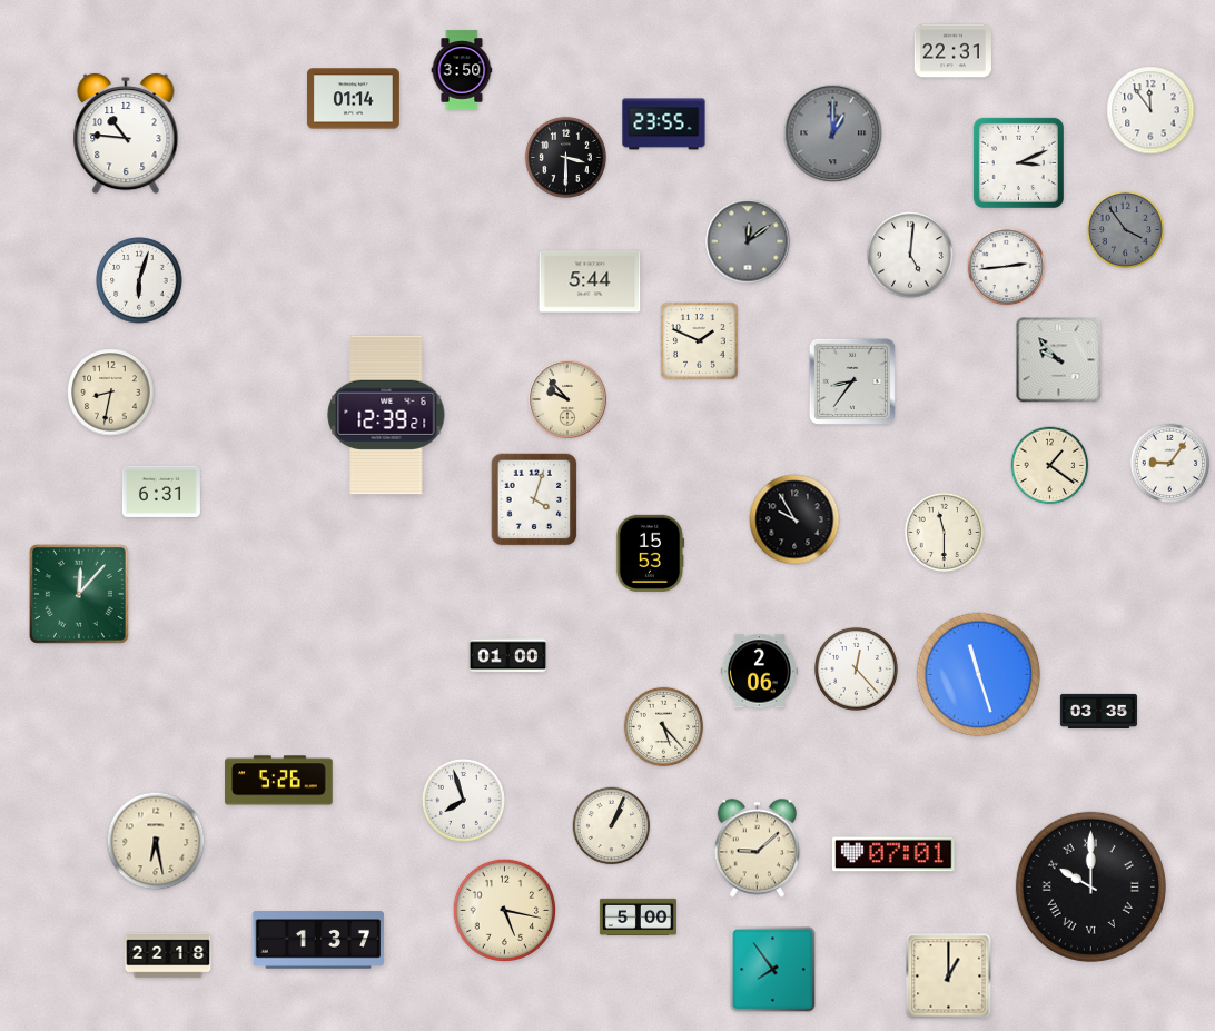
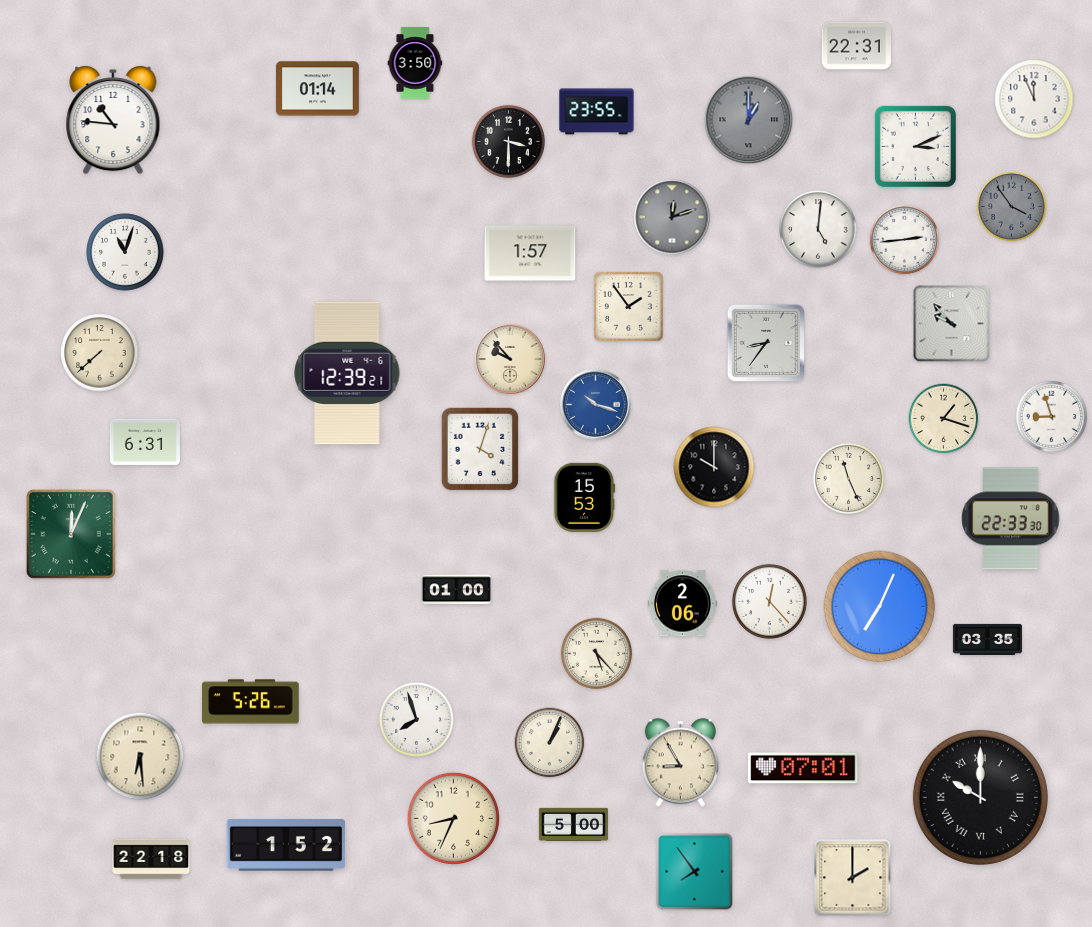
clock at (1150, 110): 11:54 -> 11:56
clock at (748, 241): 12:09 -> 12:12
clock at (139, 280): 6:03 -> 11:03
clock at (590, 281): 5:44 -> 1:57
clock at (700, 341): 1:49 -> 1:54
clock at (111, 393): 8:32 -> 7:38
clock at (596, 405): none -> 10:18
clock at (1170, 464): 9:06 -> 8:57
clock at (1050, 466): 1:21 -> 1:18
clock at (794, 519): 9:55 -> 10:00
clock at (945, 533): 11:30 -> 11:26
clock at (1011, 519): none -> 22:33
clock at (79, 594): 12:07 -> 12:04
clock at (979, 675): 11:27 -> 7:04
clock at (156, 841): 6:28 -> 6:29
clock at (757, 849): 9:08 -> 8:55
clock at (504, 910): 5:17 -> 8:34
clock at (318, 940): 1:37 -> 1:52
clock at (949, 977): 1:00 -> 2:00
